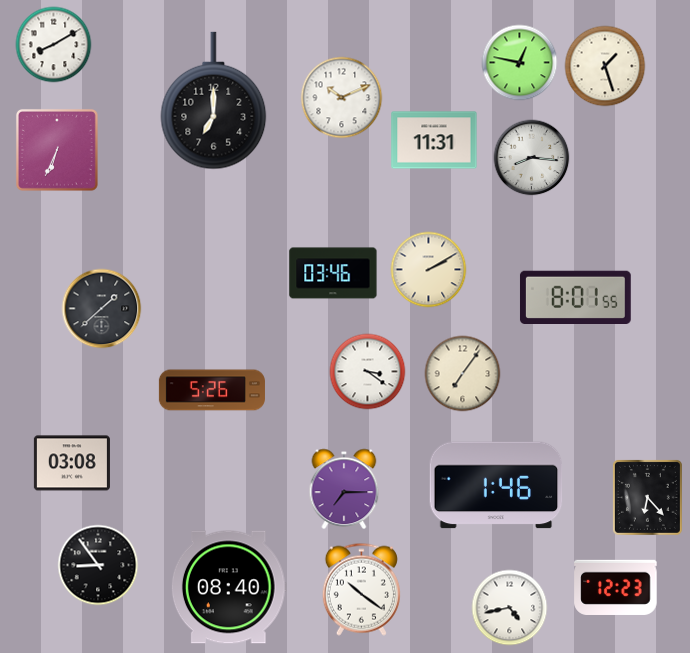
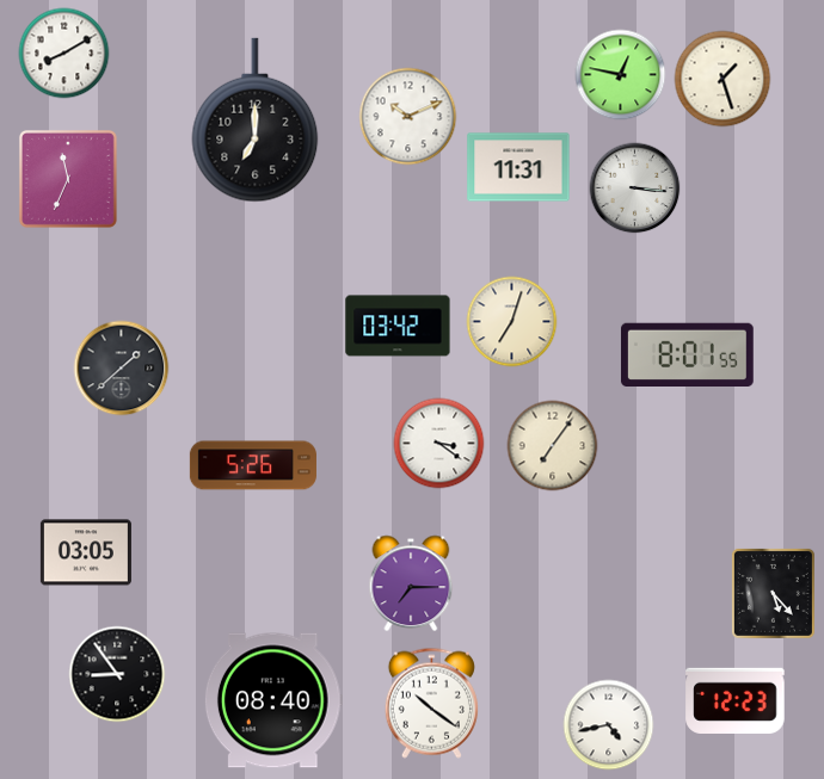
clock at (57, 150): 6:34 -> 11:34
clock at (532, 158): 8:16 -> 3:16
clock at (429, 270): 2:10 -> 7:03
clock at (333, 273): 03:46 -> 03:42
clock at (72, 463): 03:08 -> 03:05
clock at (496, 485): 1:46 -> none
clock at (647, 497): 6:23 -> 5:23
